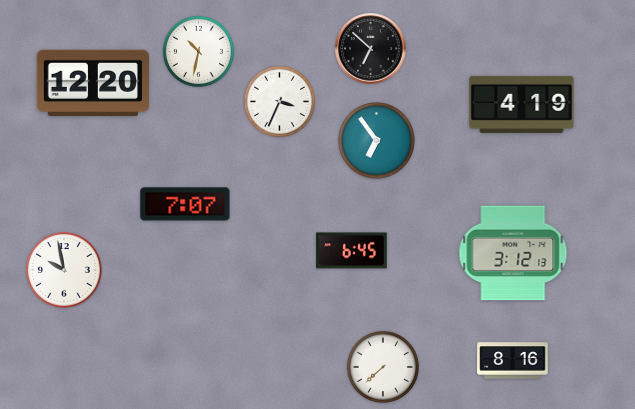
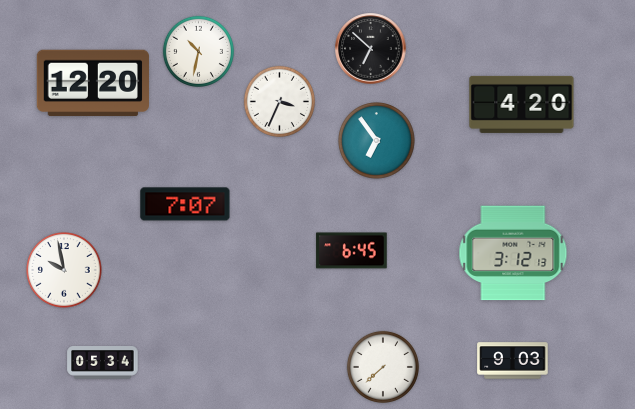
clock at (522, 104): 4:19 -> 4:20
clock at (513, 361): 8:16 -> 9:03
clock at (103, 363): none -> 05:34
